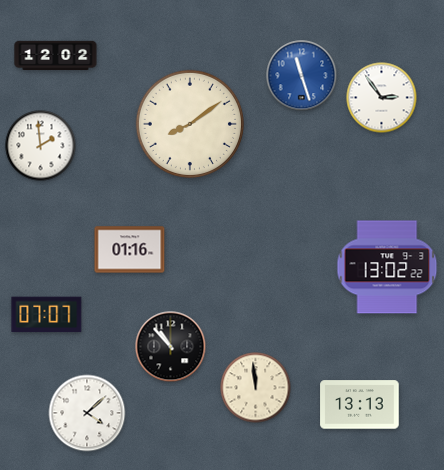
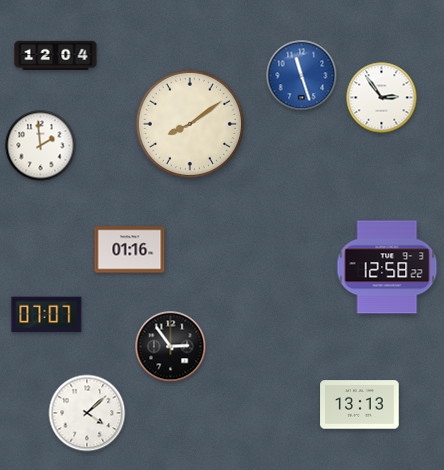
clock at (56, 56): 12:02 -> 12:04
clock at (387, 267): 13:02 -> 12:58
clock at (171, 347): 10:53 -> 2:54
clock at (256, 388): 11:59 -> none
